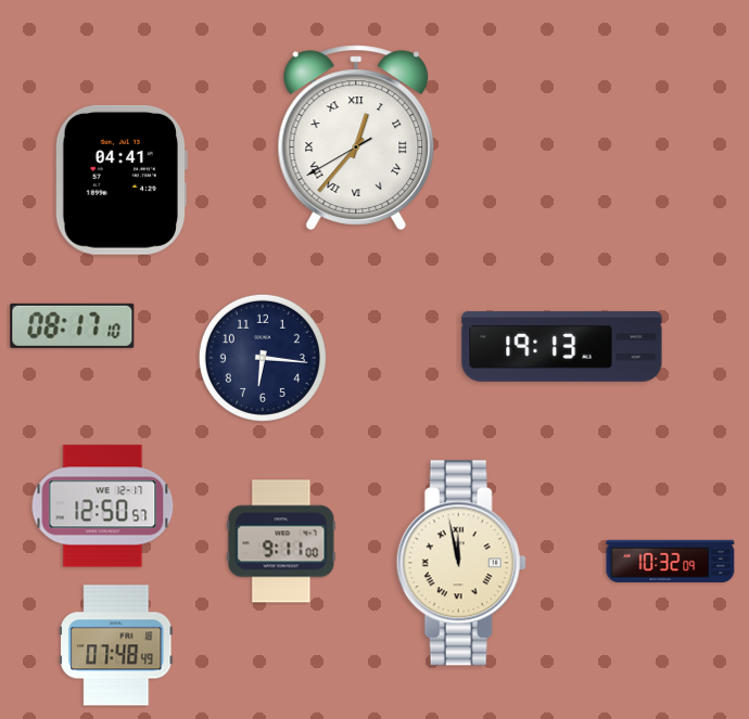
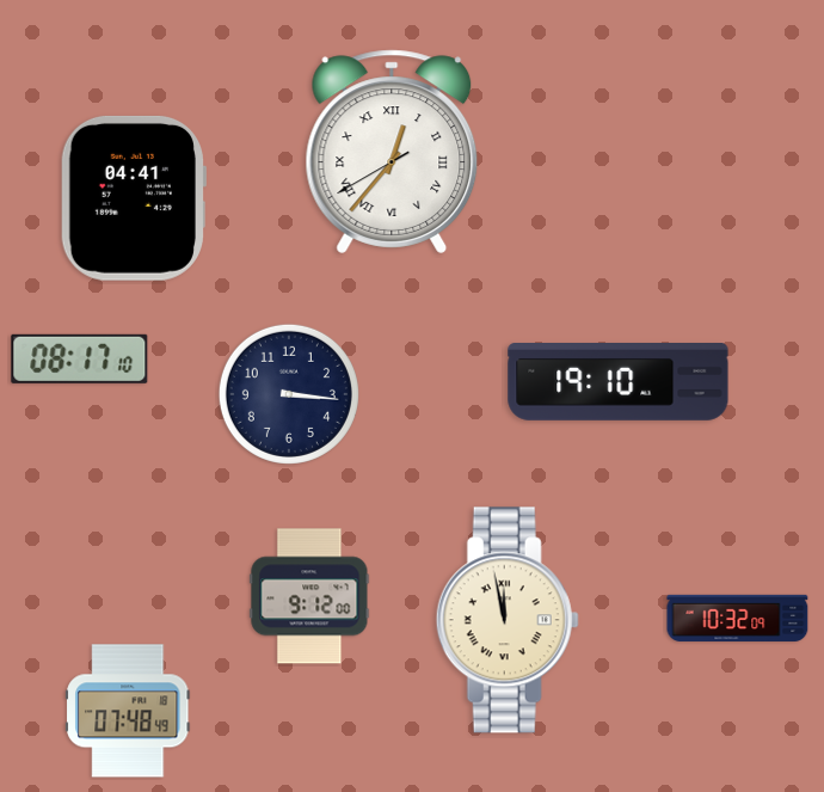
clock at (562, 347): 19:13 -> 19:10
clock at (263, 358): 6:16 -> 3:16
clock at (103, 506): 12:50 -> none
clock at (281, 541): 9:11 -> 9:12
